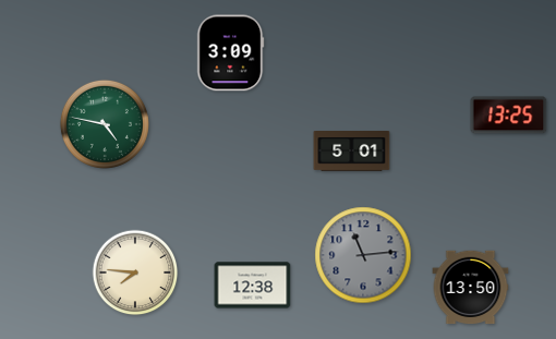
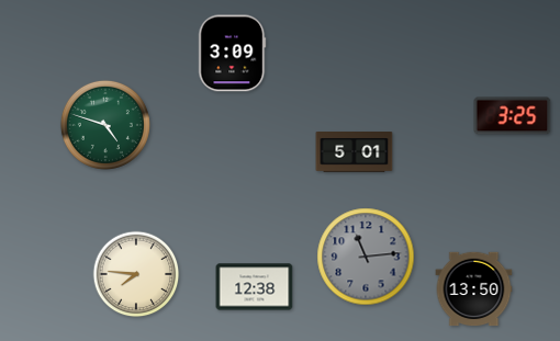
clock at (509, 116): 13:25 -> 3:25
clock at (105, 124): 4:47 -> 4:48
